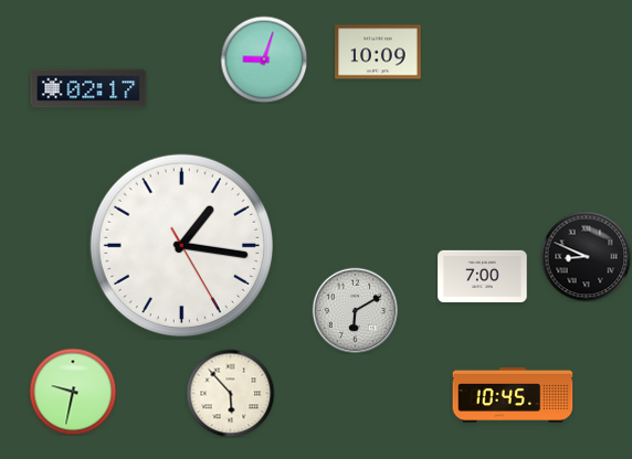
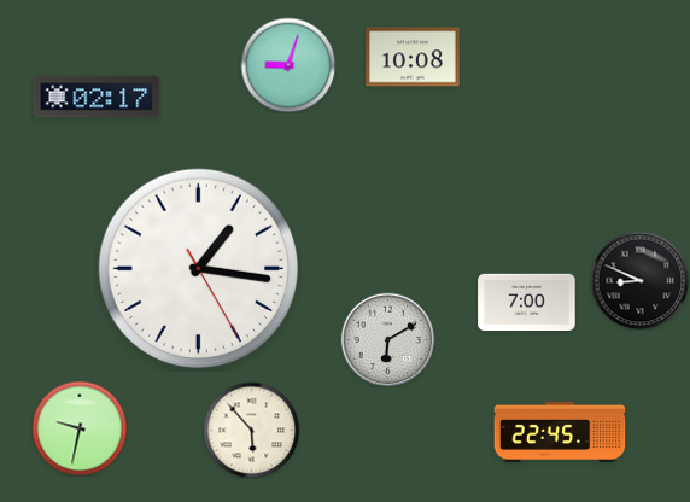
clock at (378, 52): 10:09 -> 10:08
clock at (513, 395): 10:45 -> 22:45
